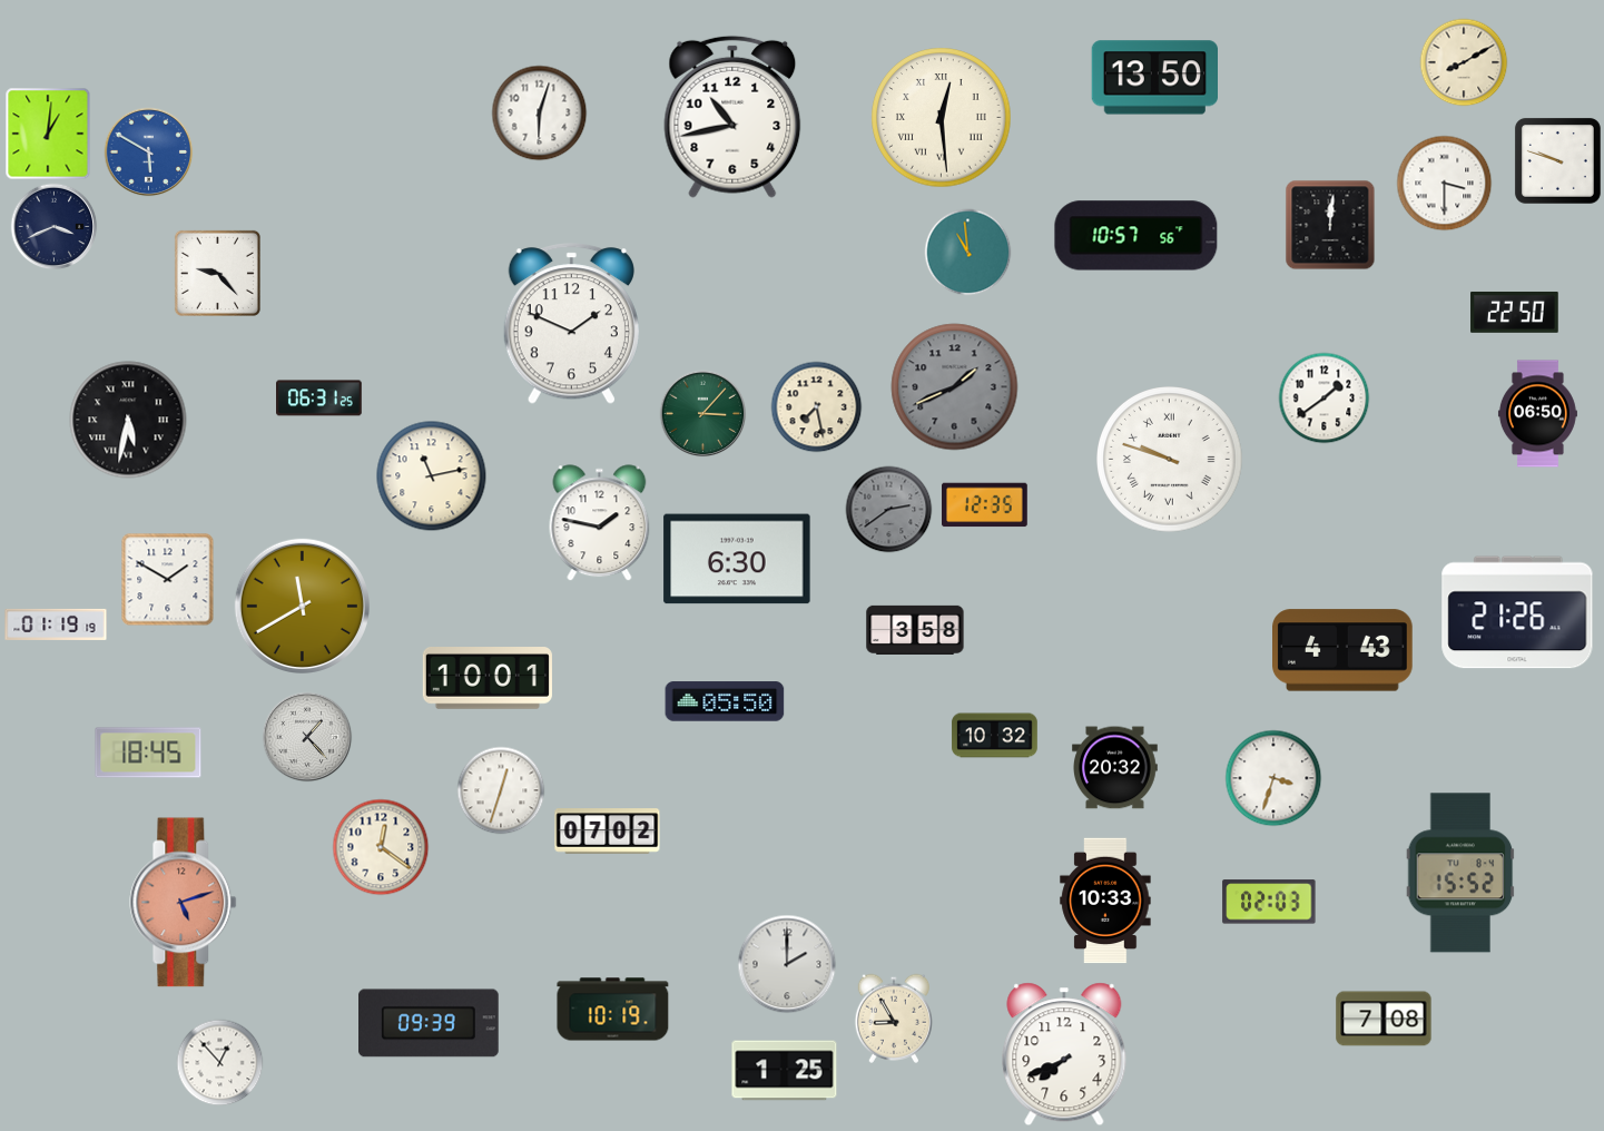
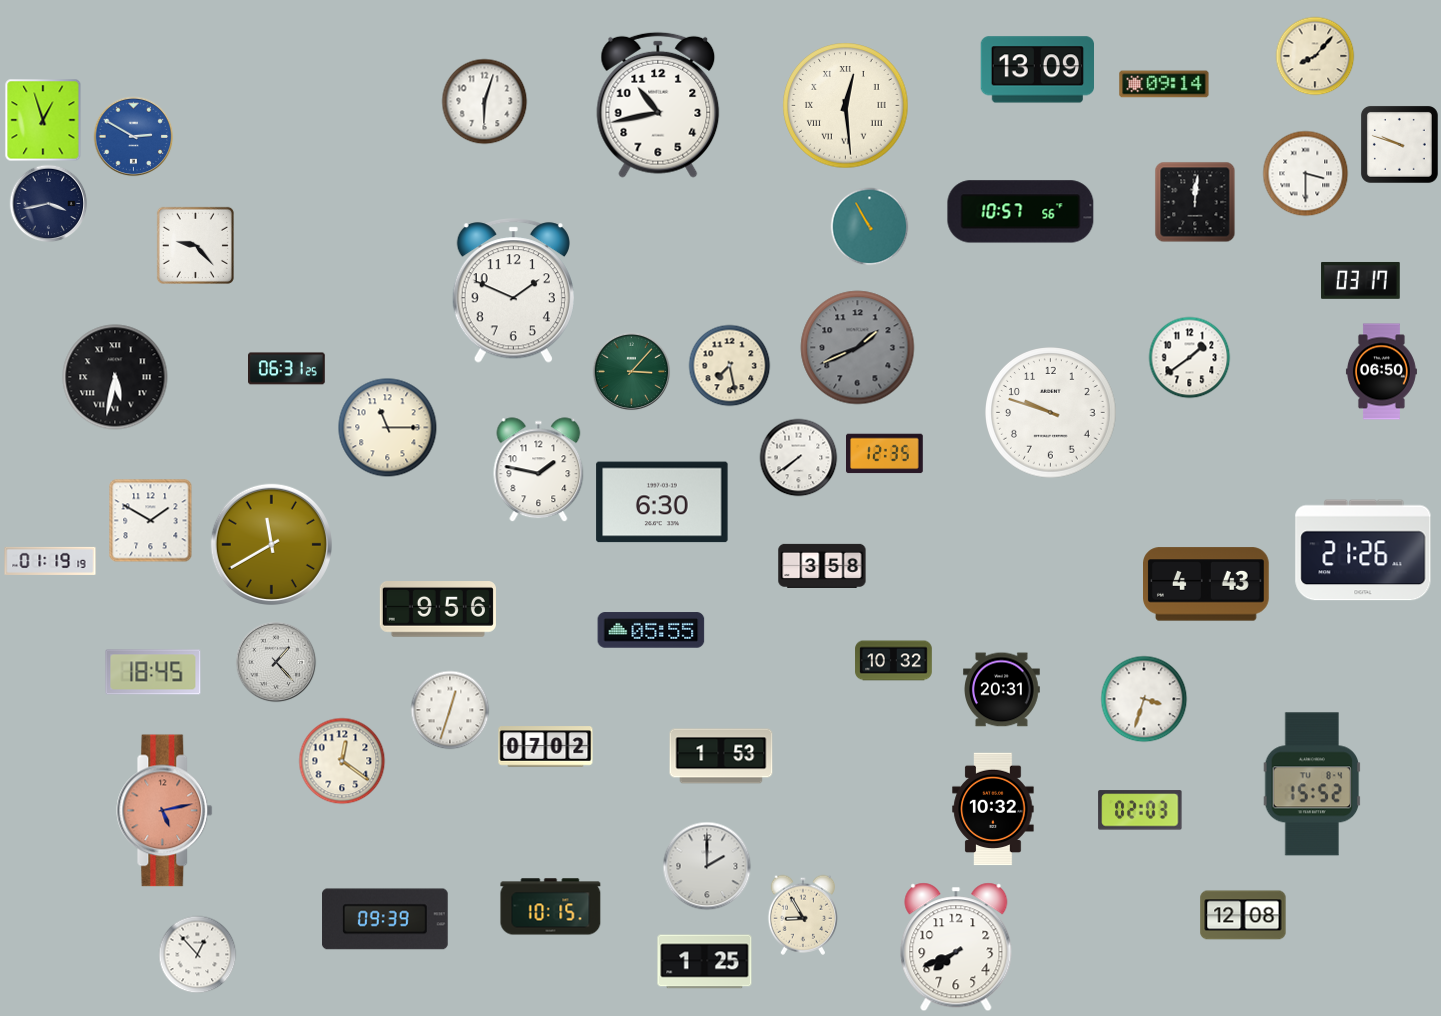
clock at (1464, 62): 8:10 -> 8:07
clock at (1154, 78): 13:50 -> 13:09
clock at (1164, 84): none -> 09:14
clock at (48, 134): 1:01 -> 12:57
clock at (148, 151): 5:50 -> 2:50
clock at (1444, 183) position: (1444, 183) -> (1305, 173)
clock at (53, 226): 3:41 -> 3:43
clock at (967, 252): 10:59 -> 10:55
clock at (1515, 313): 22:50 -> 03:17
clock at (319, 399) position: (319, 399) -> (287, 369)
clock at (816, 406) position: (816, 406) -> (729, 365)
clock at (1170, 460) numerals: Roman -> Arabic
clock at (432, 476): 11:13 -> 11:15
clock at (888, 509): 2:39 -> 7:39
clock at (888, 509) dial: grey -> white
clock at (488, 679): 10:01 -> 9:56
clock at (725, 701): 05:50 -> 05:55
clock at (148, 753) position: (148, 753) -> (153, 672)
clock at (1115, 768): 20:32 -> 20:31
clock at (721, 756): none -> 1:53
clock at (1105, 901): 10:33 -> 10:32
clock at (184, 903): 5:12 -> 5:13
clock at (613, 1010): 10:19 -> 10:15
clock at (1384, 1019): 7:08 -> 12:08
